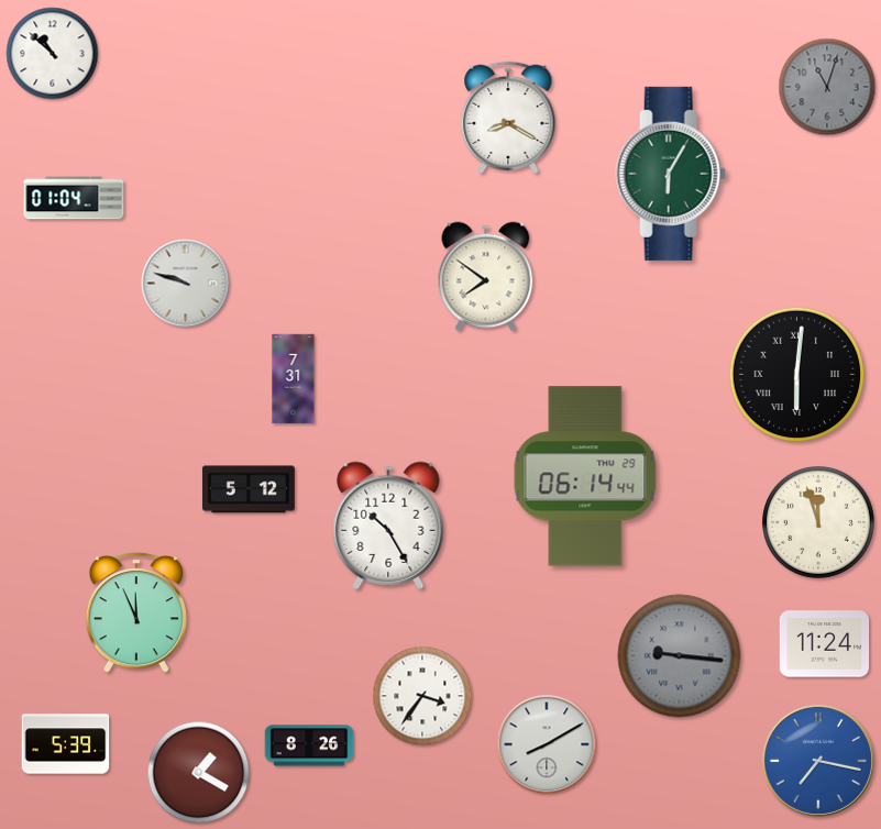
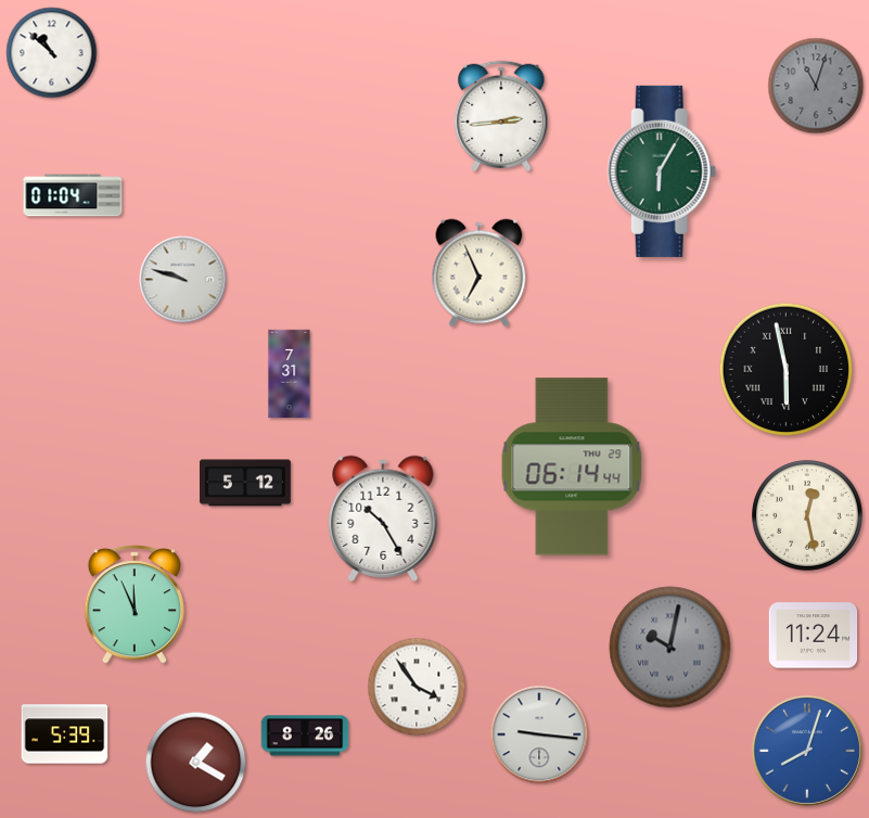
clock at (508, 117): 8:20 -> 2:44
clock at (486, 277): 7:51 -> 6:56
clock at (797, 375): 6:01 -> 5:58
clock at (585, 476) position: (585, 476) -> (572, 466)
clock at (818, 522): 11:57 -> 12:28
clock at (680, 656): 9:16 -> 10:02
clock at (422, 696): 3:36 -> 3:54
clock at (547, 744): 8:10 -> 9:16
clock at (818, 761): 7:17 -> 8:03
